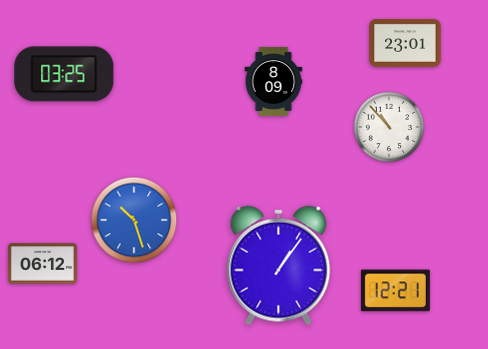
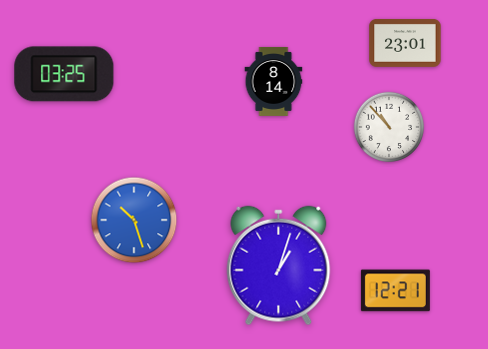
clock at (274, 81): 8:09 -> 8:14
clock at (42, 264): 06:12 -> none
clock at (279, 266): 1:06 -> 1:03
